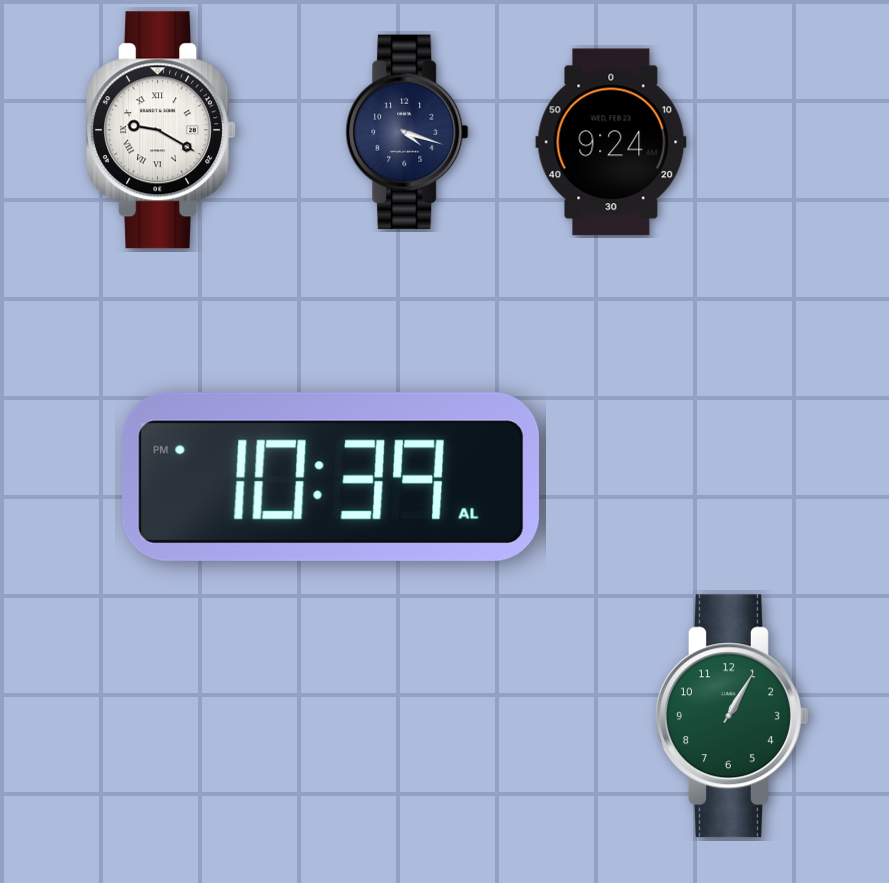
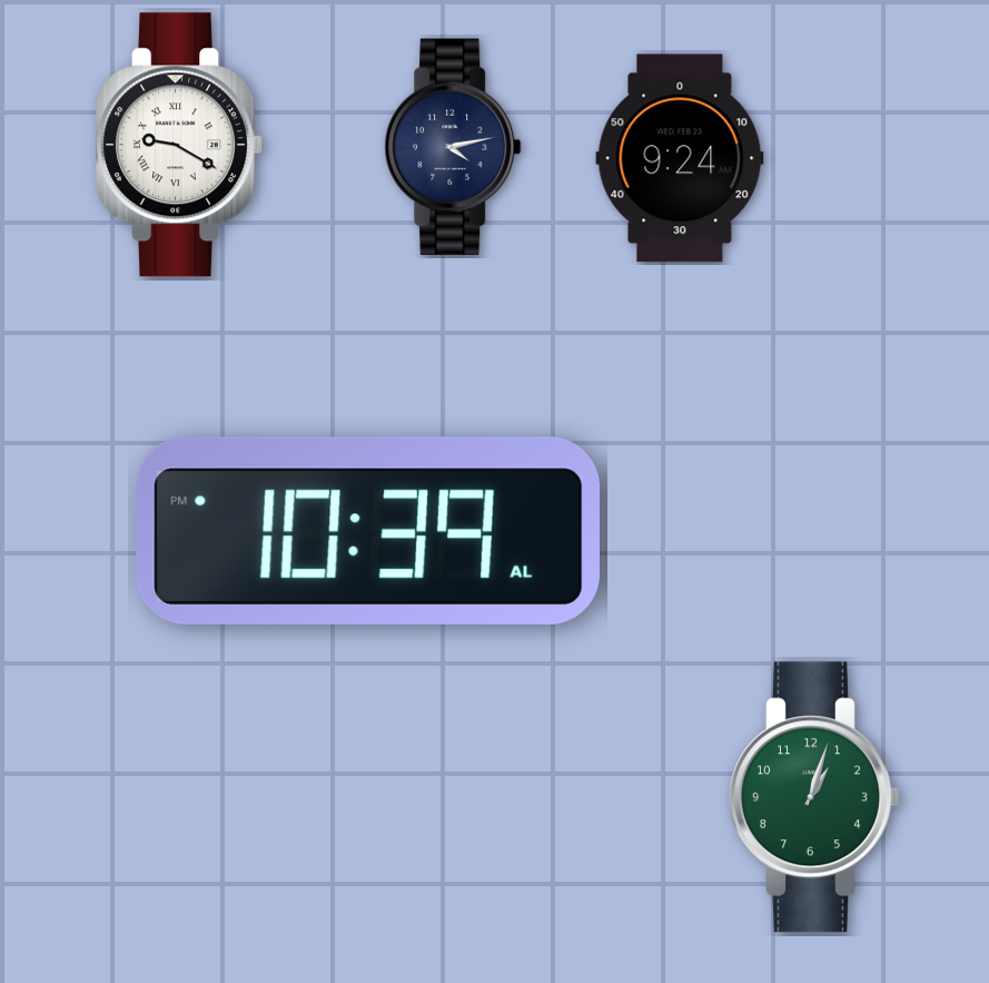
clock at (407, 132): 4:18 -> 4:13
clock at (733, 716): 1:05 -> 1:03
